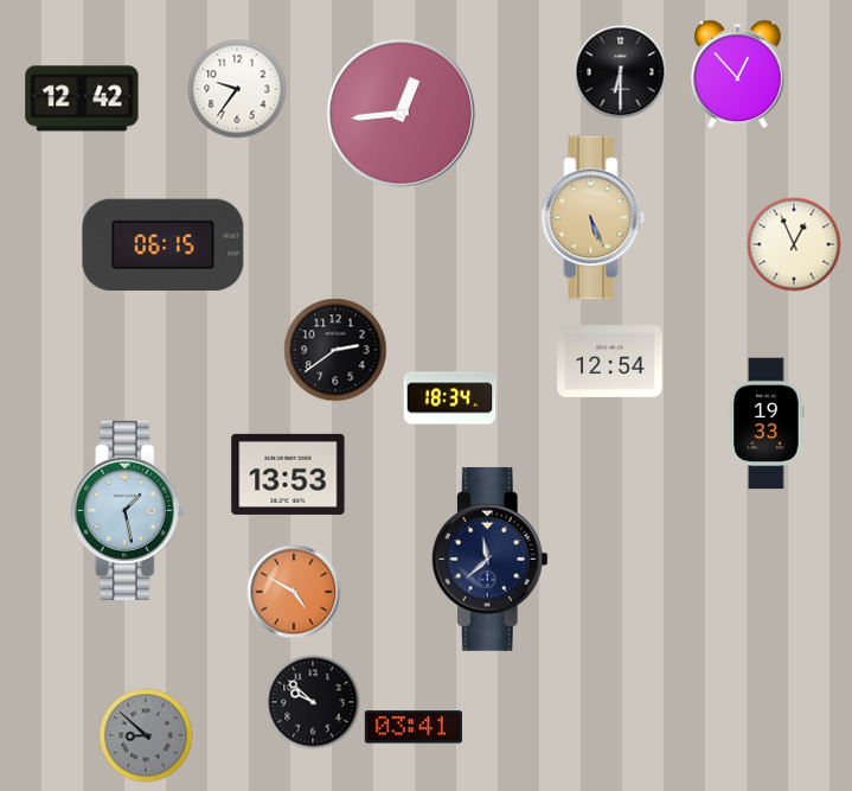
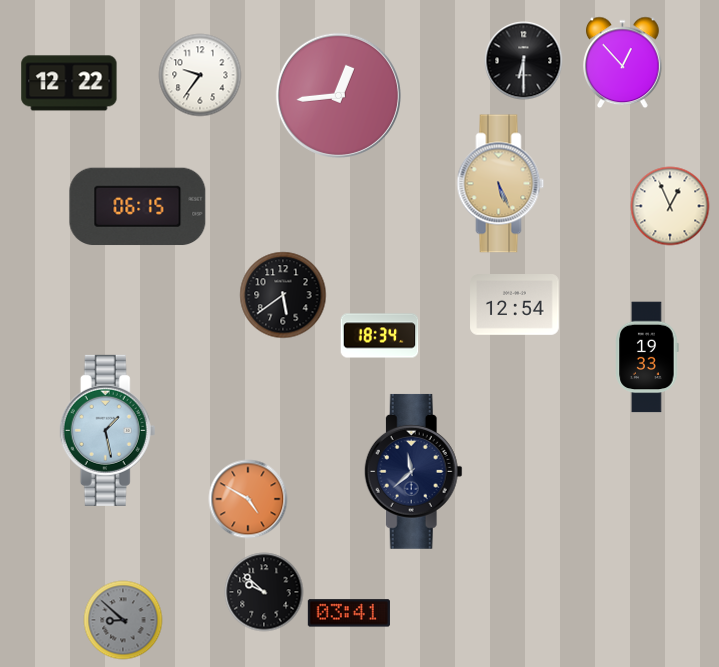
clock at (82, 98): 12:42 -> 12:22
clock at (335, 350): 2:39 -> 5:39
clock at (288, 474): 13:53 -> none
